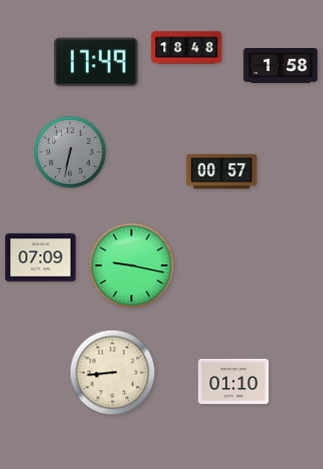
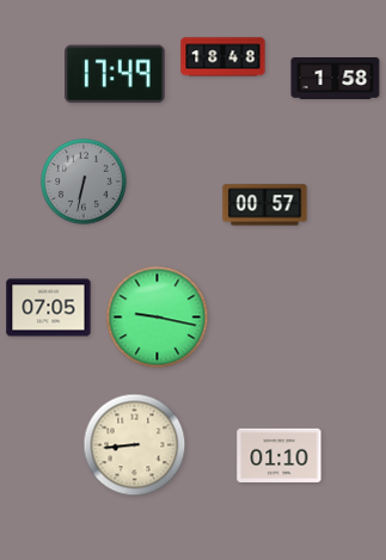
clock at (41, 258): 07:09 -> 07:05
